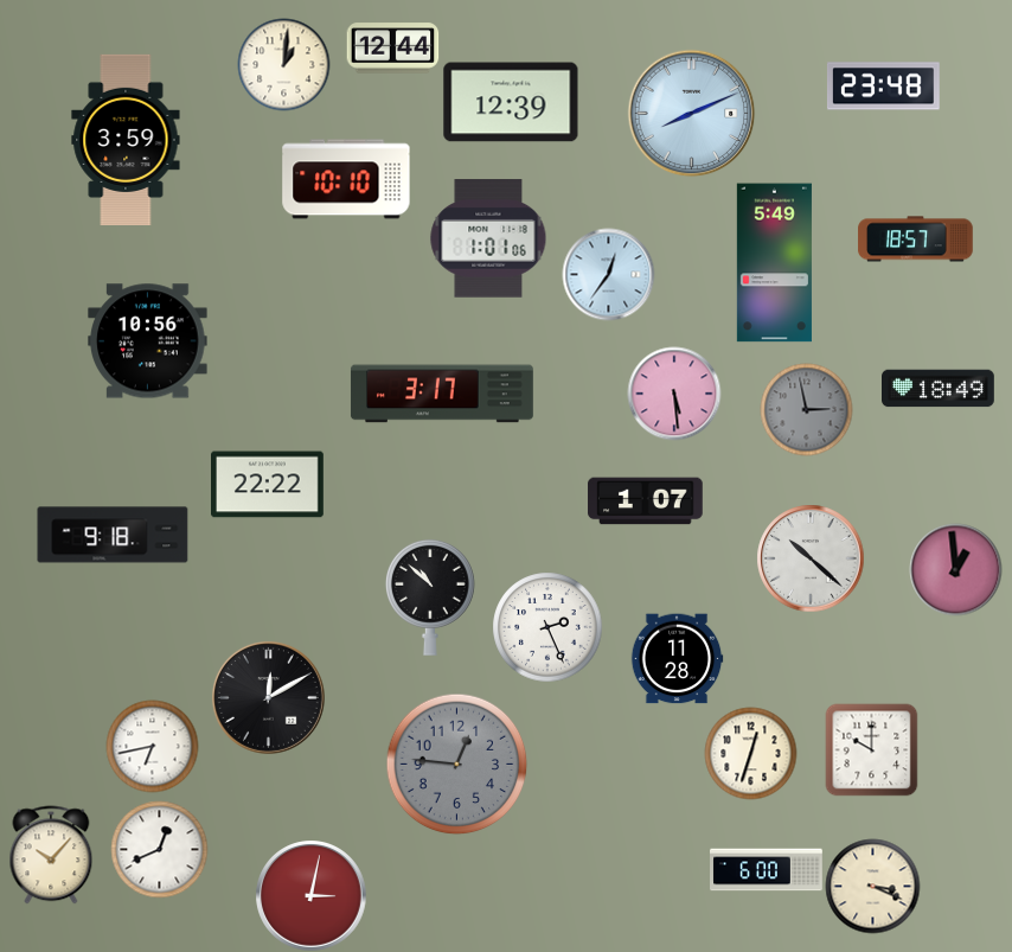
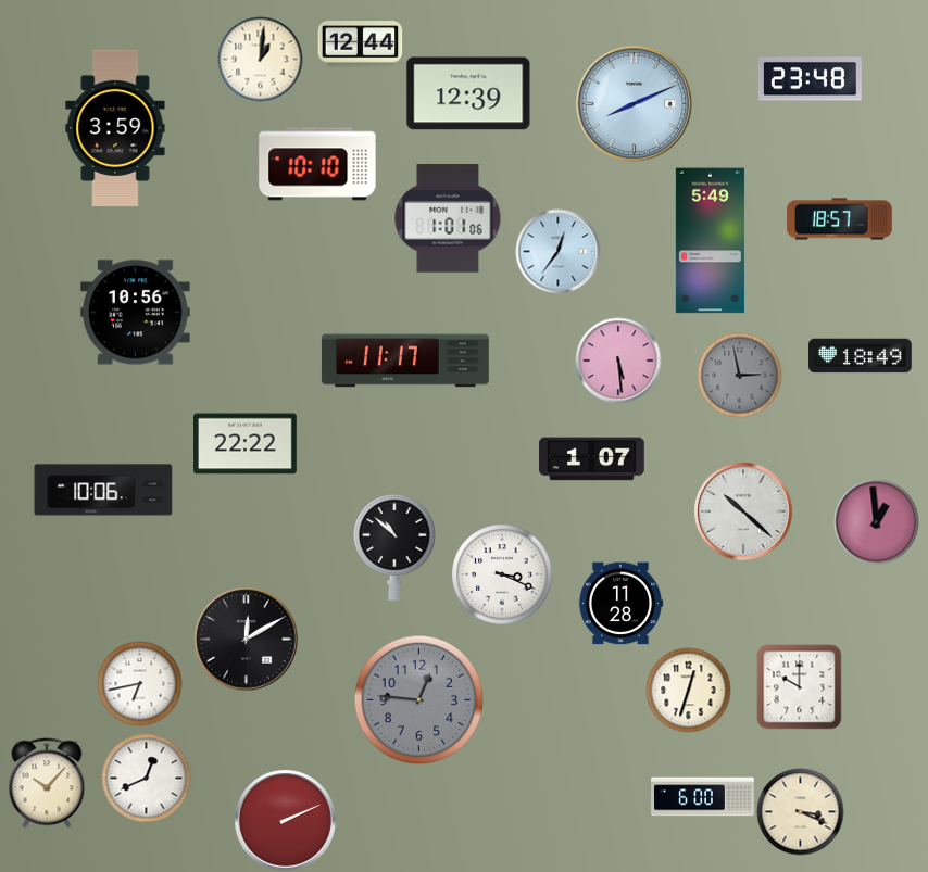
clock at (442, 394): 3:17 -> 11:17
clock at (113, 535): 9:18 -> 10:06
clock at (547, 627): 2:26 -> 3:19
clock at (310, 895): 3:02 -> 2:11
